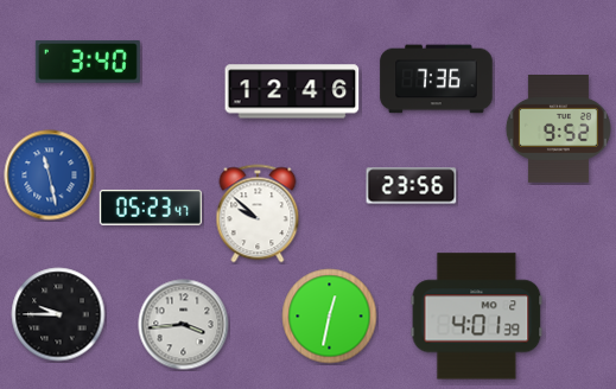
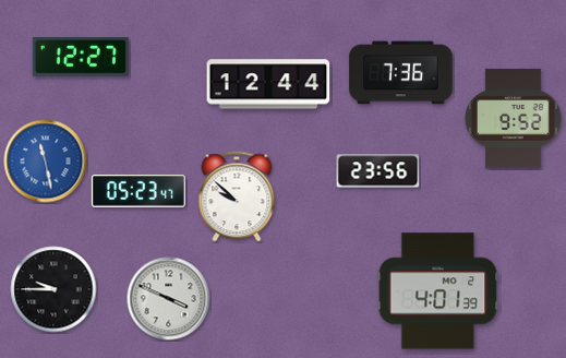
clock at (88, 62): 3:40 -> 12:27
clock at (292, 91): 12:46 -> 12:44
clock at (330, 317): 12:32 -> none
clock at (184, 325): 3:44 -> 3:49
